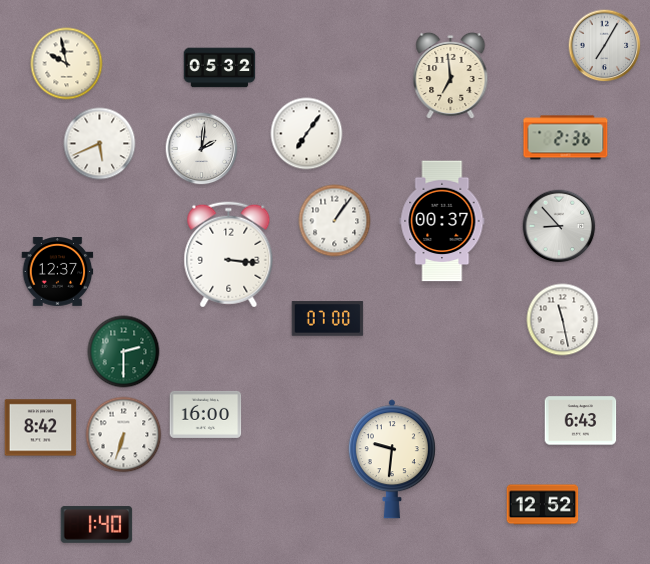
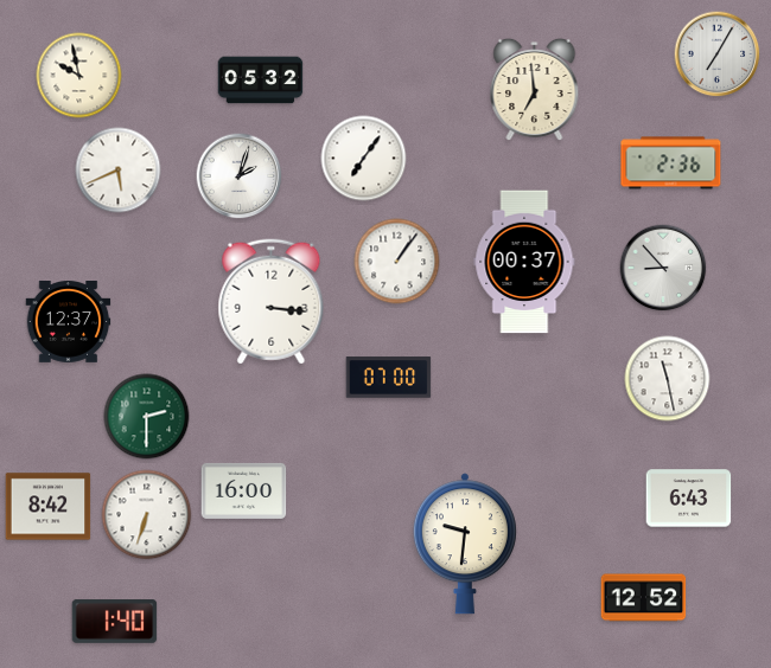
clock at (202, 149): 2:01 -> 2:03
